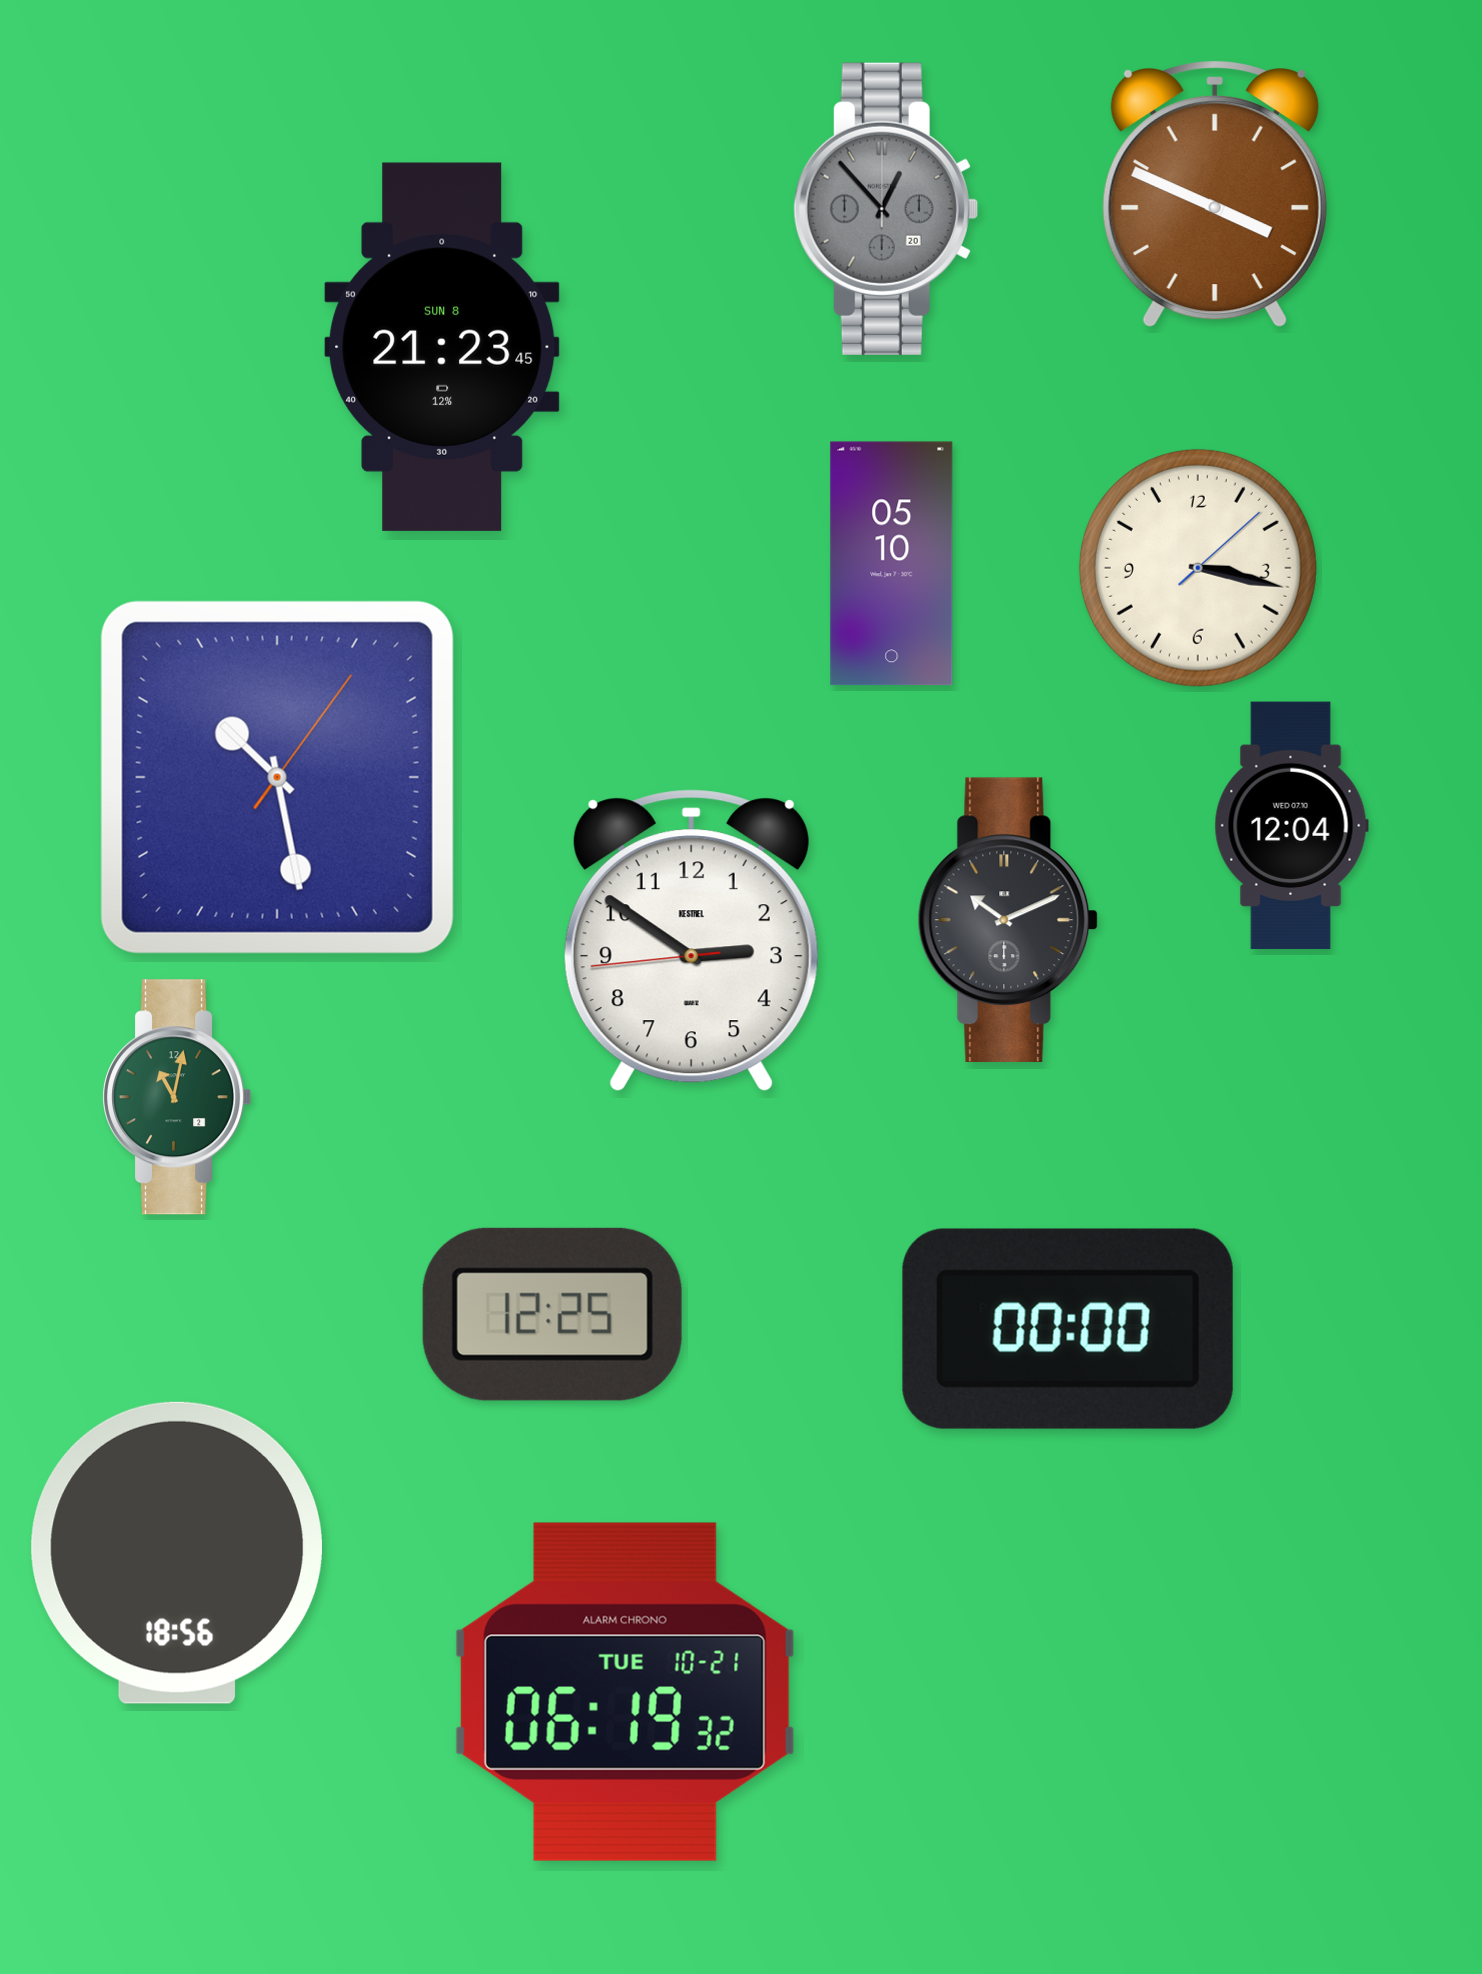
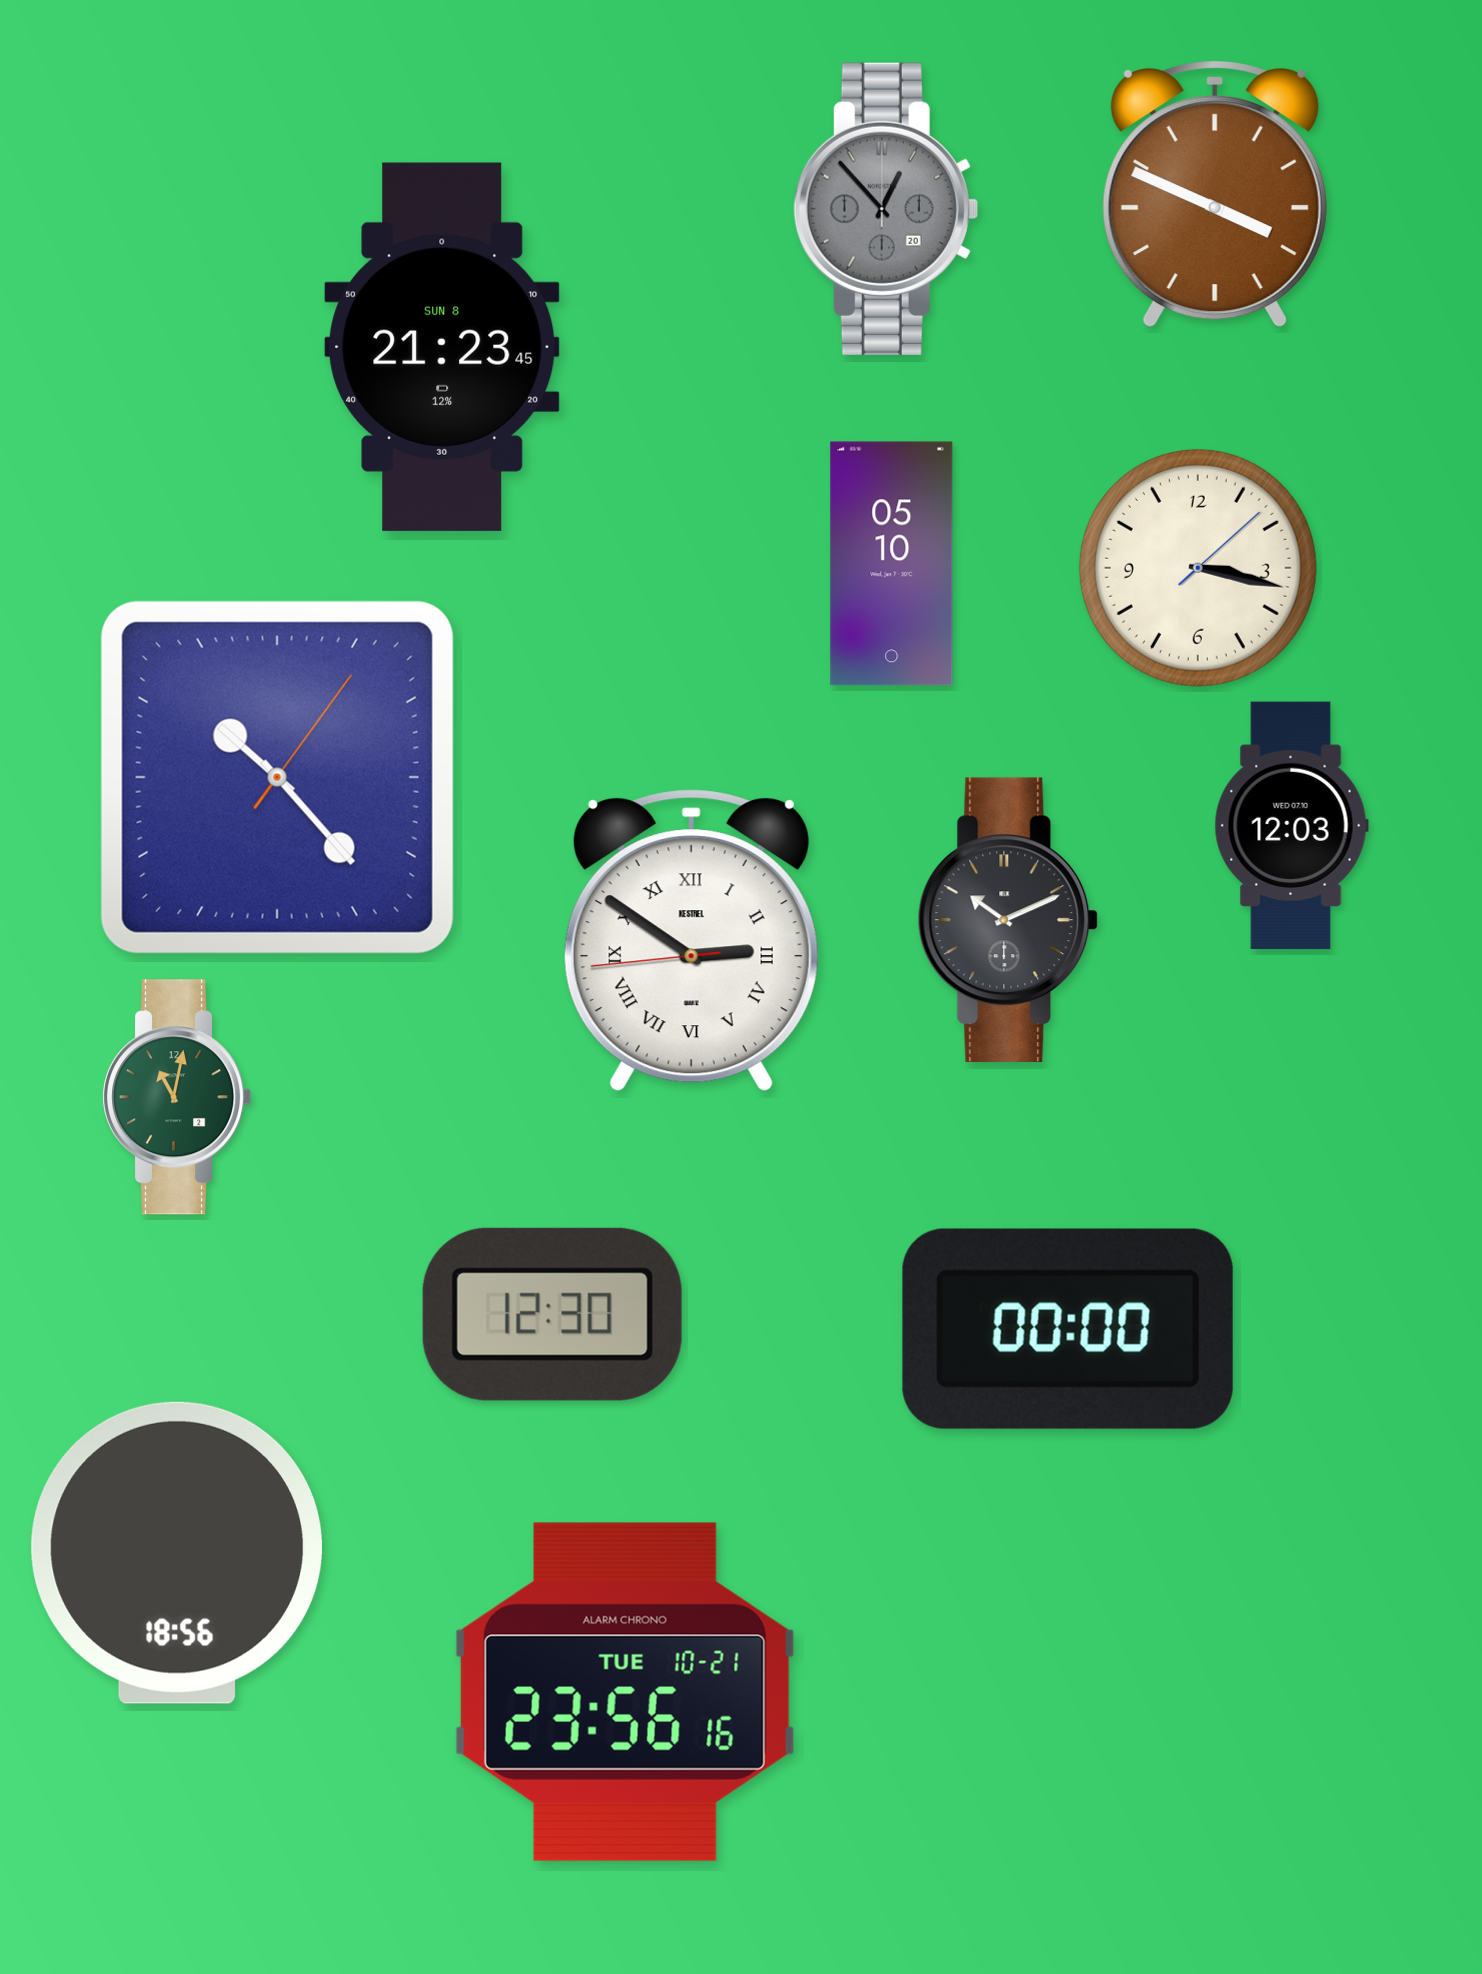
clock at (277, 777): 10:28 -> 10:23
clock at (1291, 826): 12:04 -> 12:03
clock at (691, 941) numerals: Arabic -> Roman
clock at (552, 1314): 12:25 -> 12:30
clock at (625, 1692): 06:19 -> 23:56
